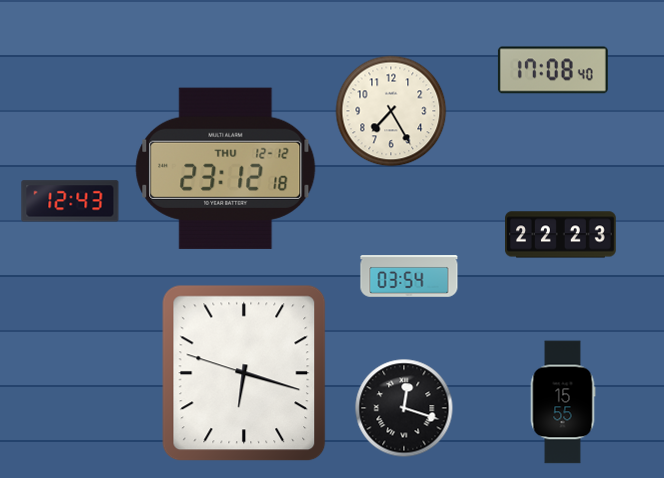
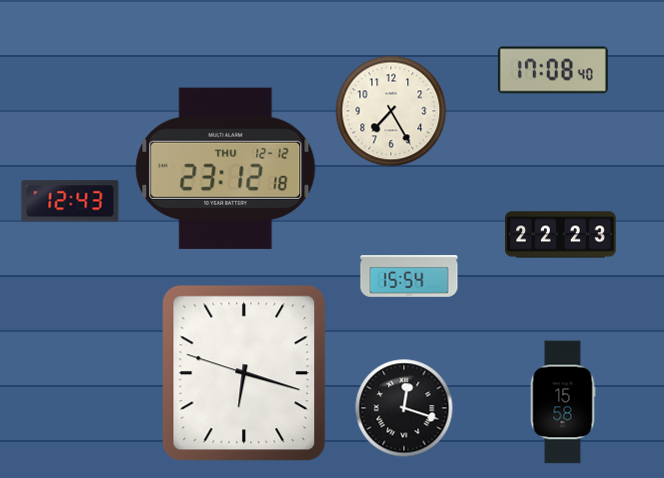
clock at (409, 276): 03:54 -> 15:54
clock at (563, 402): 15:55 -> 15:58
